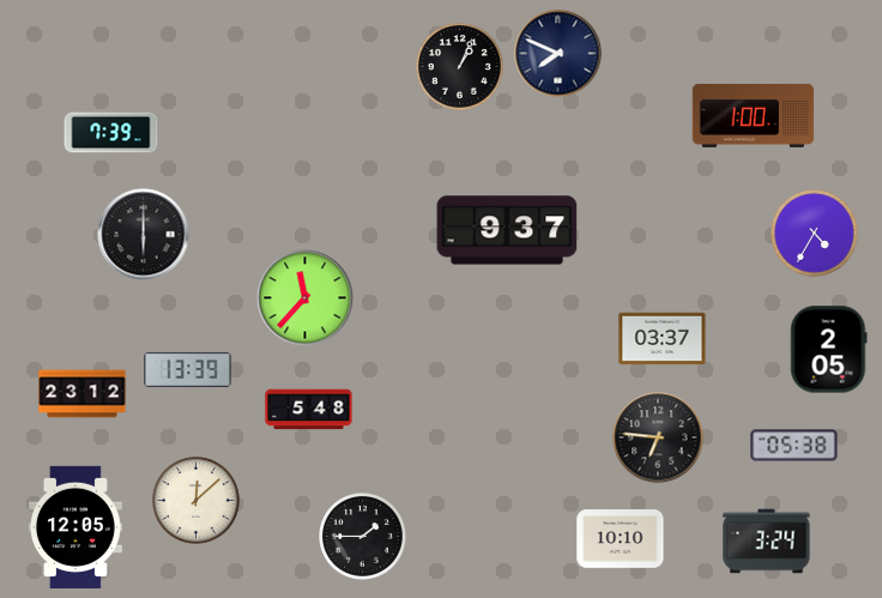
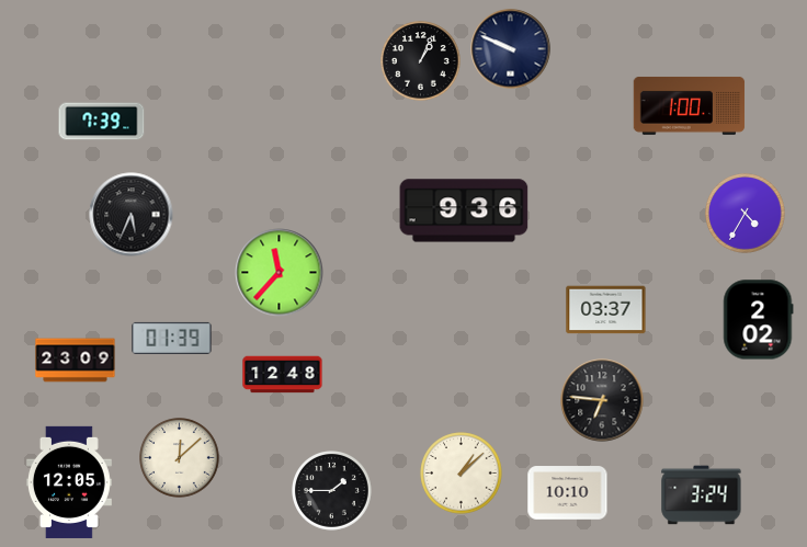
clock at (558, 54): 7:49 -> 9:49
clock at (507, 230): 9:37 -> 9:36
clock at (144, 235): 6:00 -> 5:34
clock at (829, 350): 2:05 -> 2:02
clock at (188, 369): 13:39 -> 01:39
clock at (83, 394): 23:12 -> 23:09
clock at (309, 410): 5:48 -> 12:48
clock at (795, 446): 05:38 -> none
clock at (462, 474): none -> 1:08
